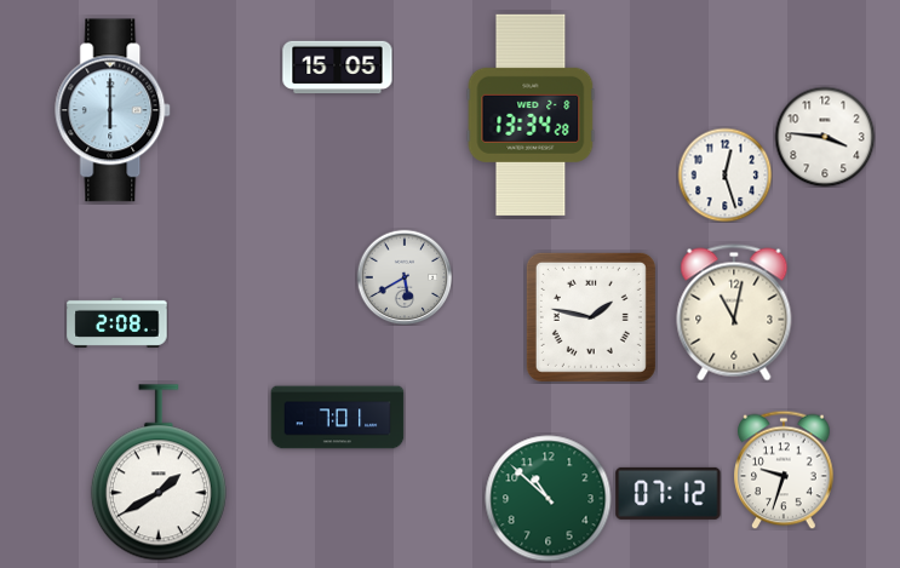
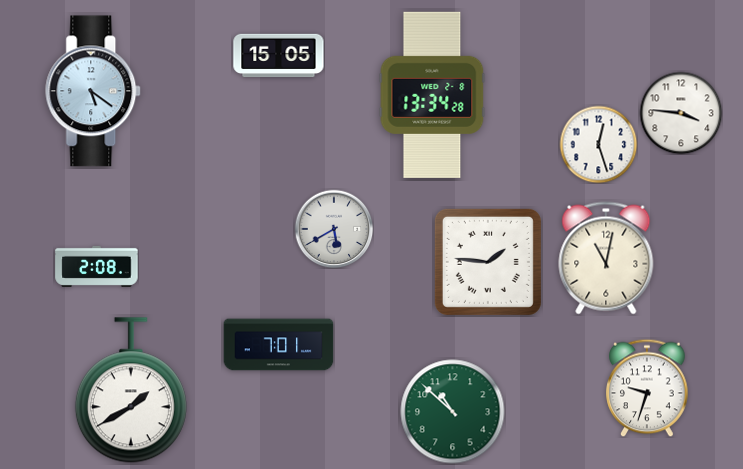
clock at (114, 110): 6:00 -> 5:21
clock at (531, 115) position: (531, 115) -> (432, 95)
clock at (591, 317): 1:47 -> 1:46
clock at (669, 493): 07:12 -> none
